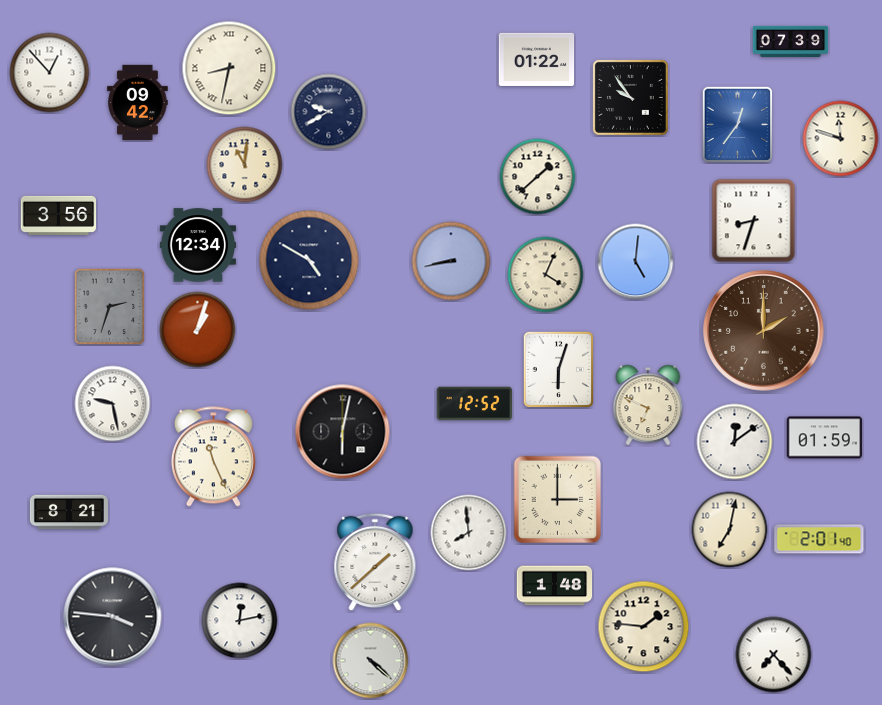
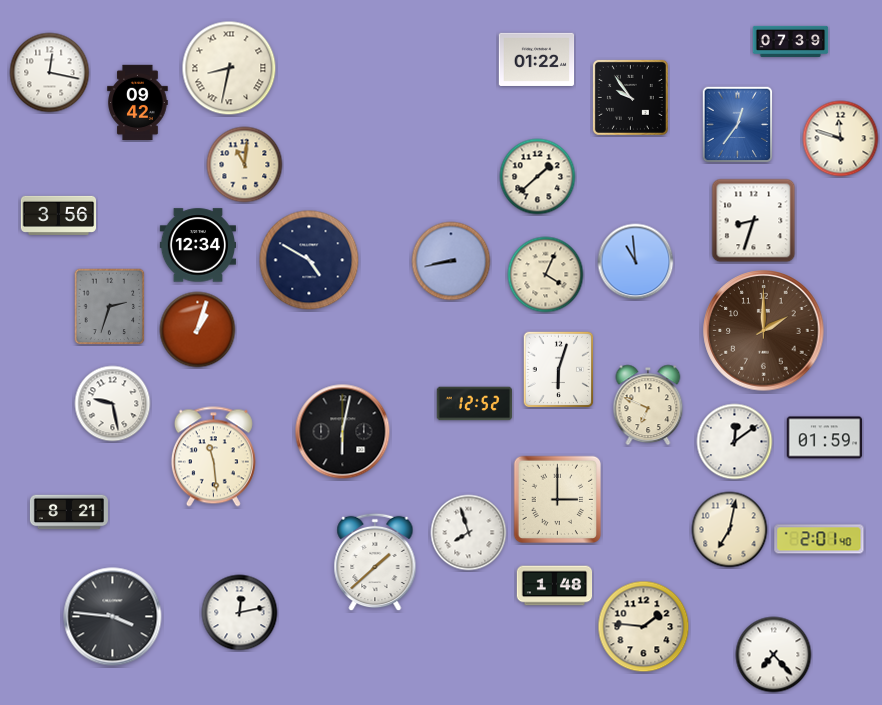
clock at (50, 73): 12:53 -> 12:17
clock at (329, 112): 9:40 -> none
clock at (636, 262): 5:01 -> 10:59
clock at (213, 457): 11:26 -> 11:29
clock at (469, 533): 7:59 -> 7:57
clock at (240, 621) position: (240, 621) -> (240, 613)
clock at (371, 661): 4:22 -> none
